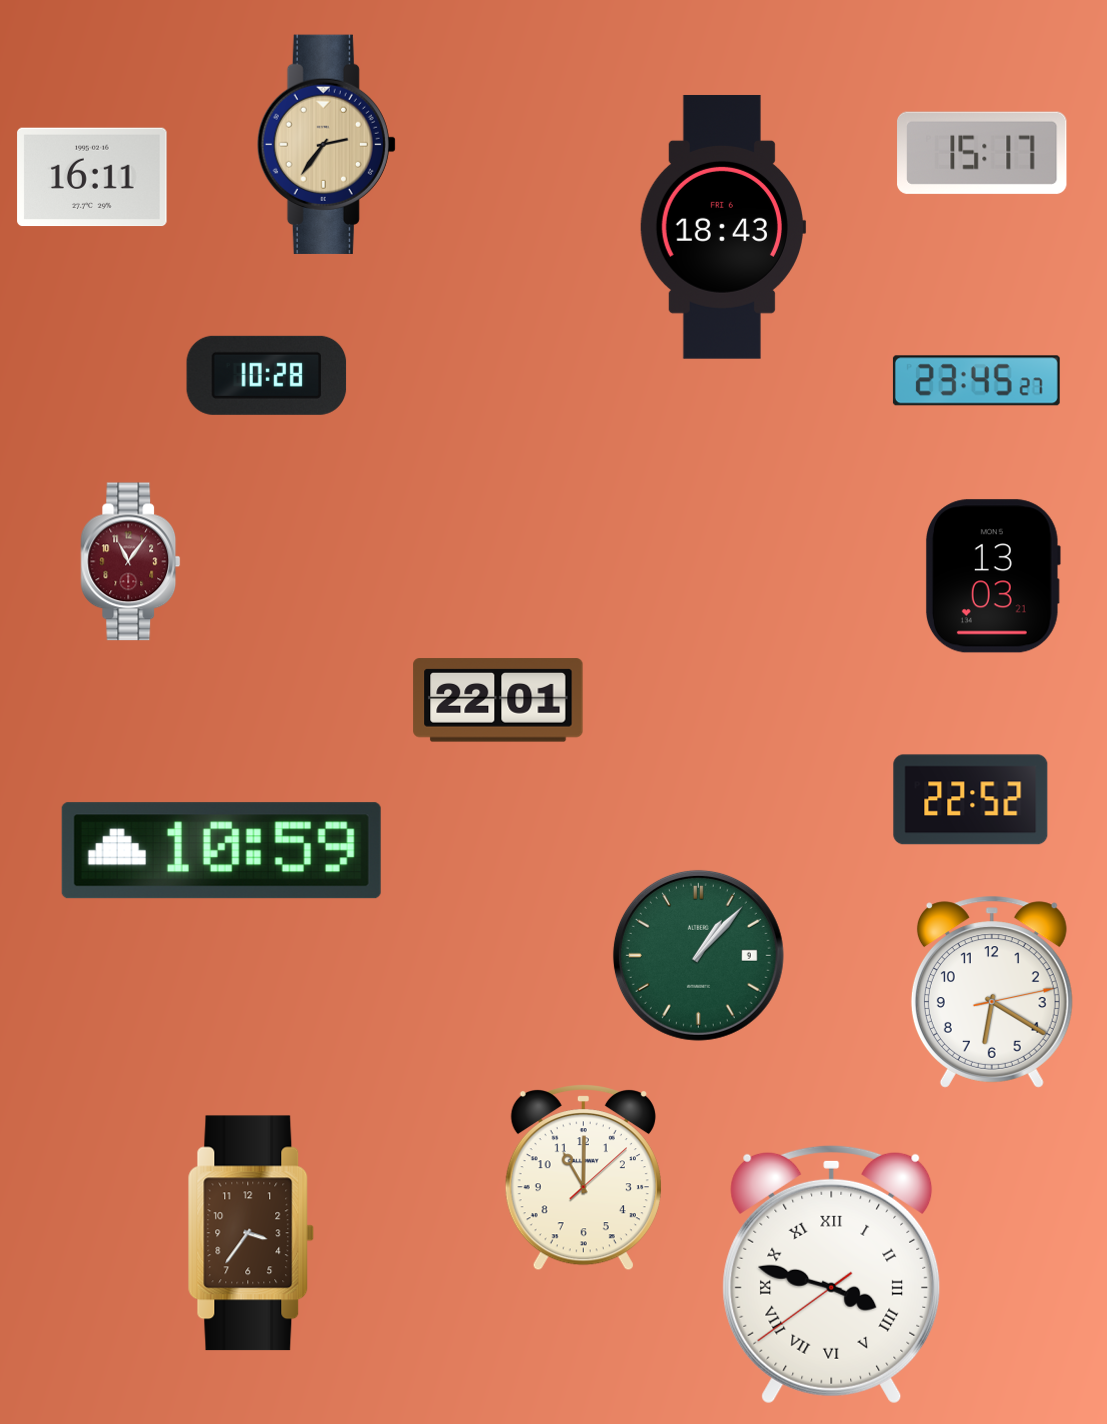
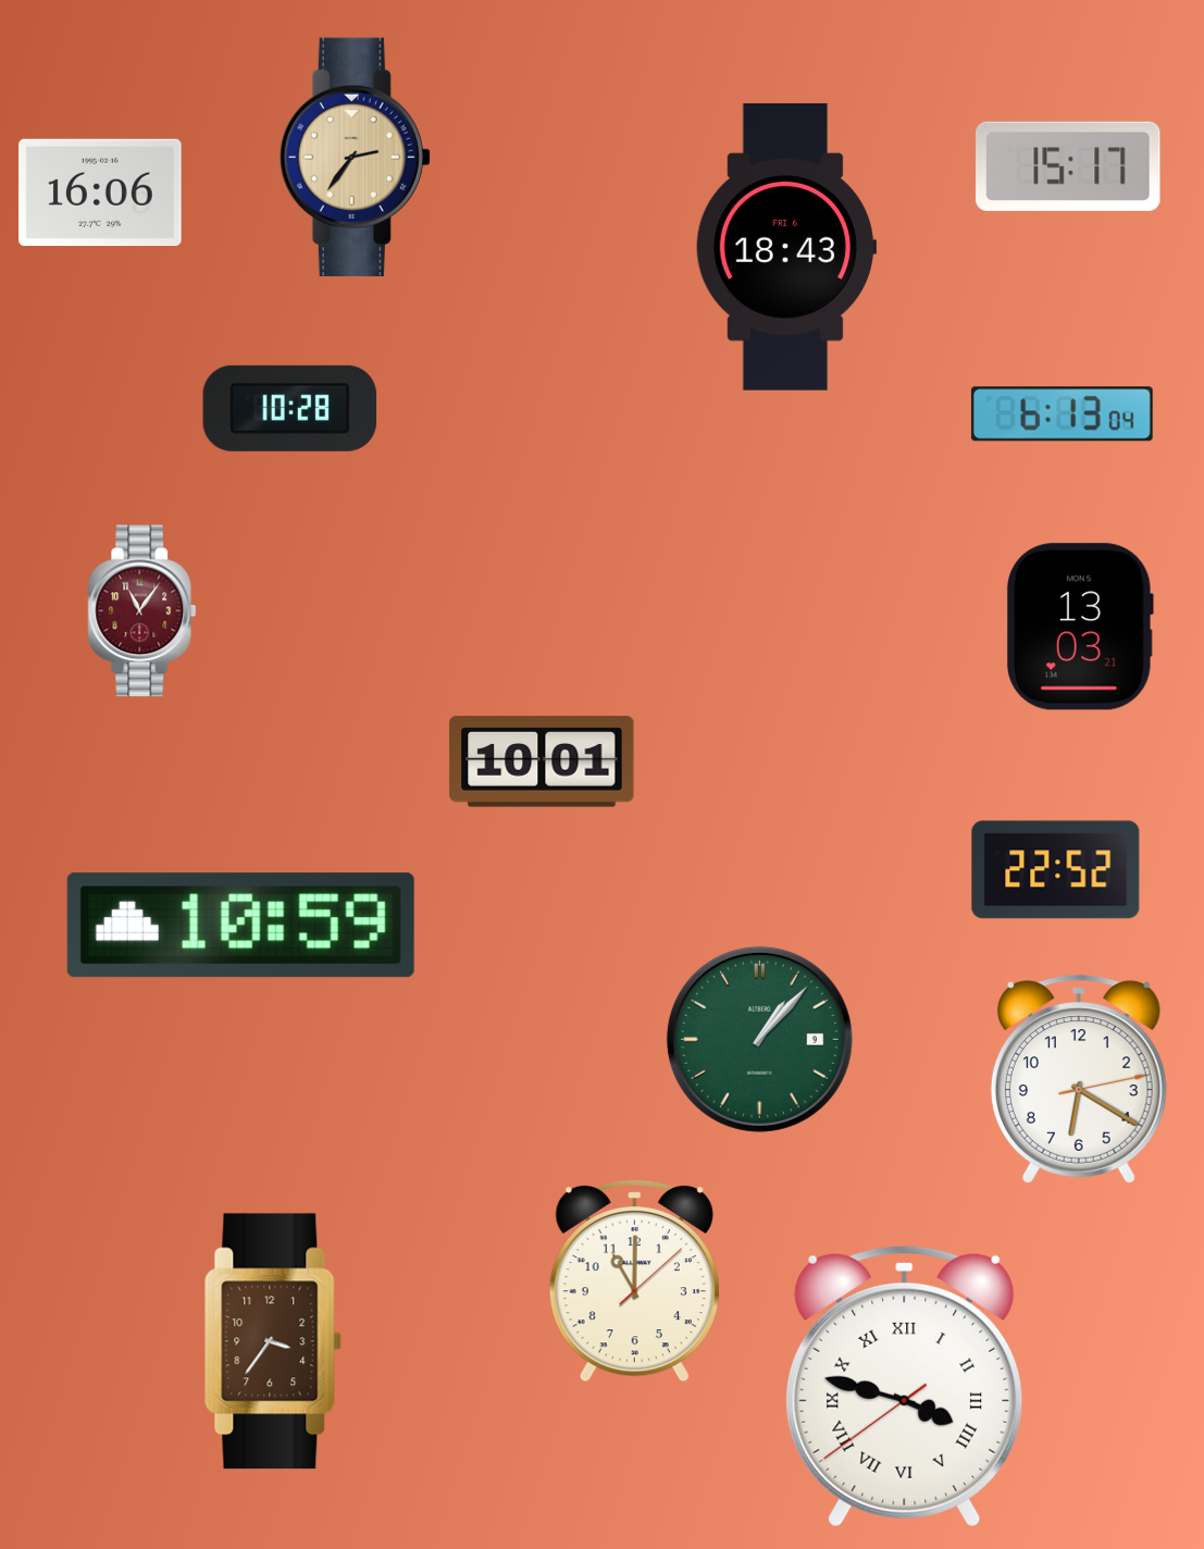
clock at (92, 177): 16:11 -> 16:06
clock at (976, 381): 23:45 -> 6:13
clock at (498, 700): 22:01 -> 10:01
